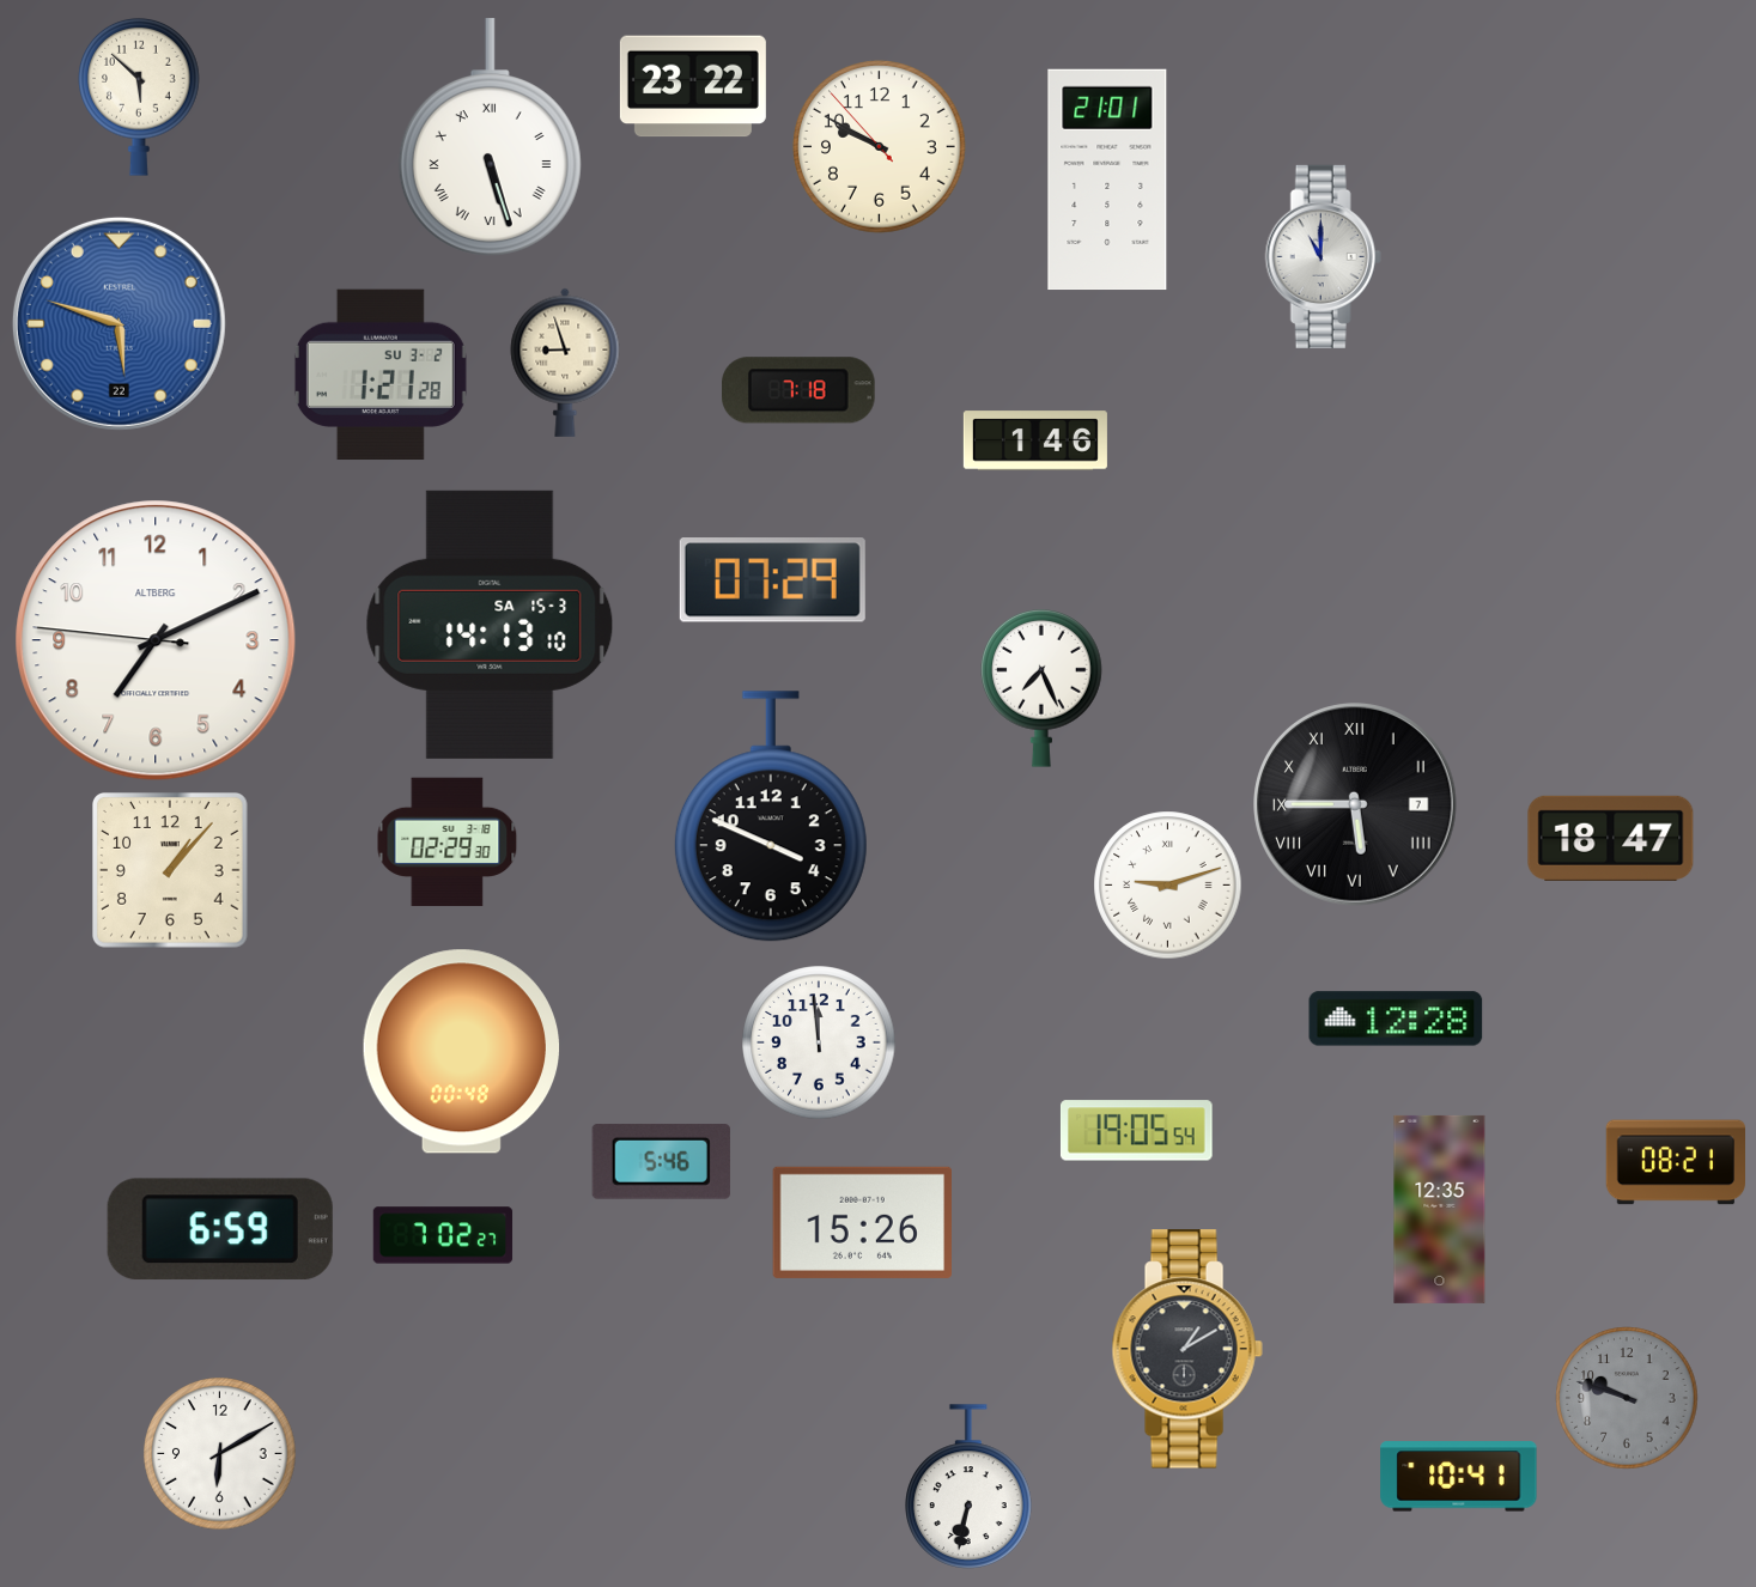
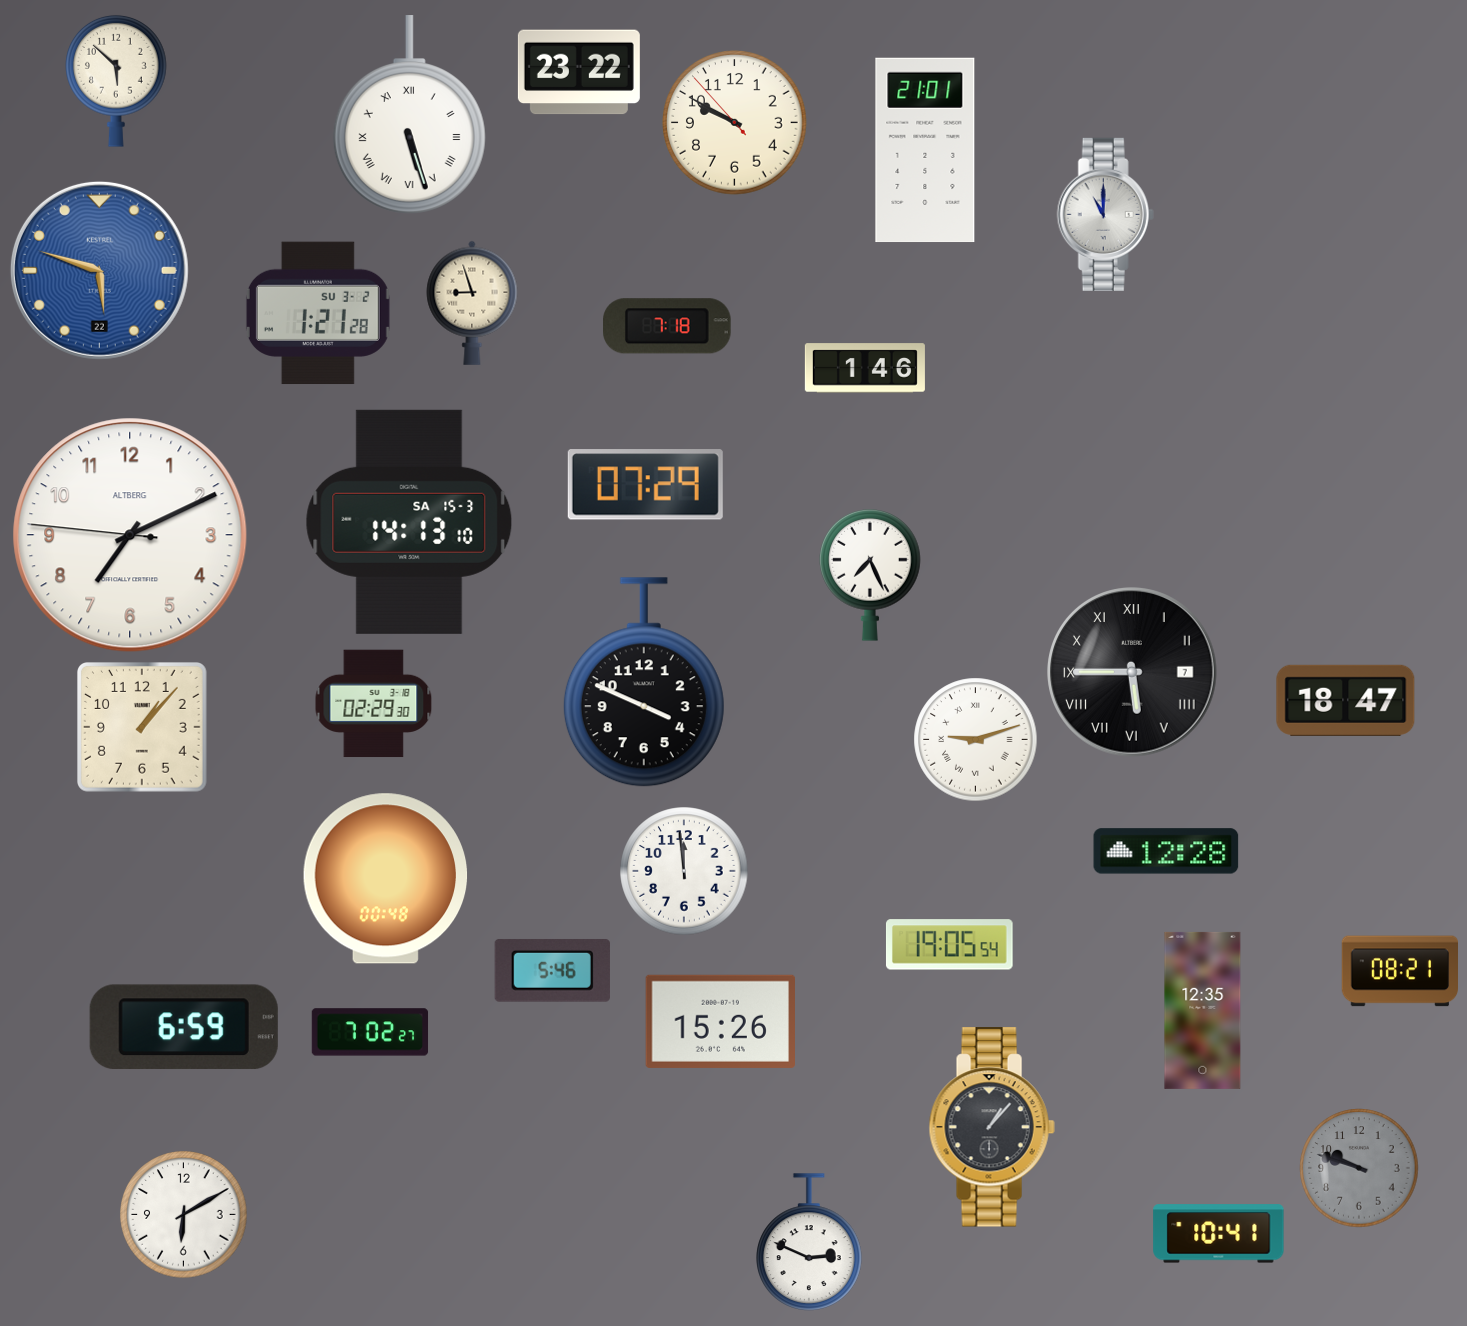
clock at (1187, 1349): 1:10 -> 1:07
clock at (970, 1486): 6:32 -> 2:49
